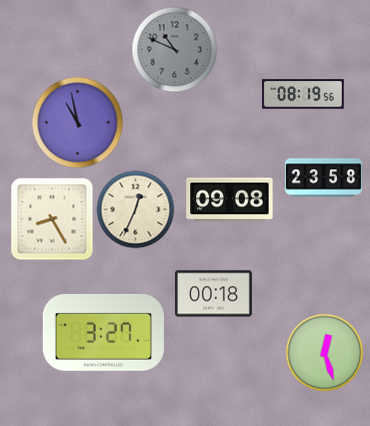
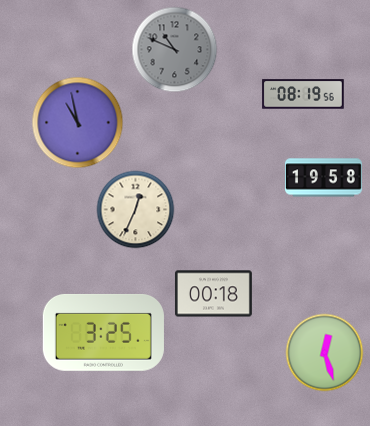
clock at (323, 178): 23:58 -> 19:58
clock at (230, 200): 09:08 -> none
clock at (52, 219): 8:25 -> none
clock at (103, 332): 3:27 -> 3:25
